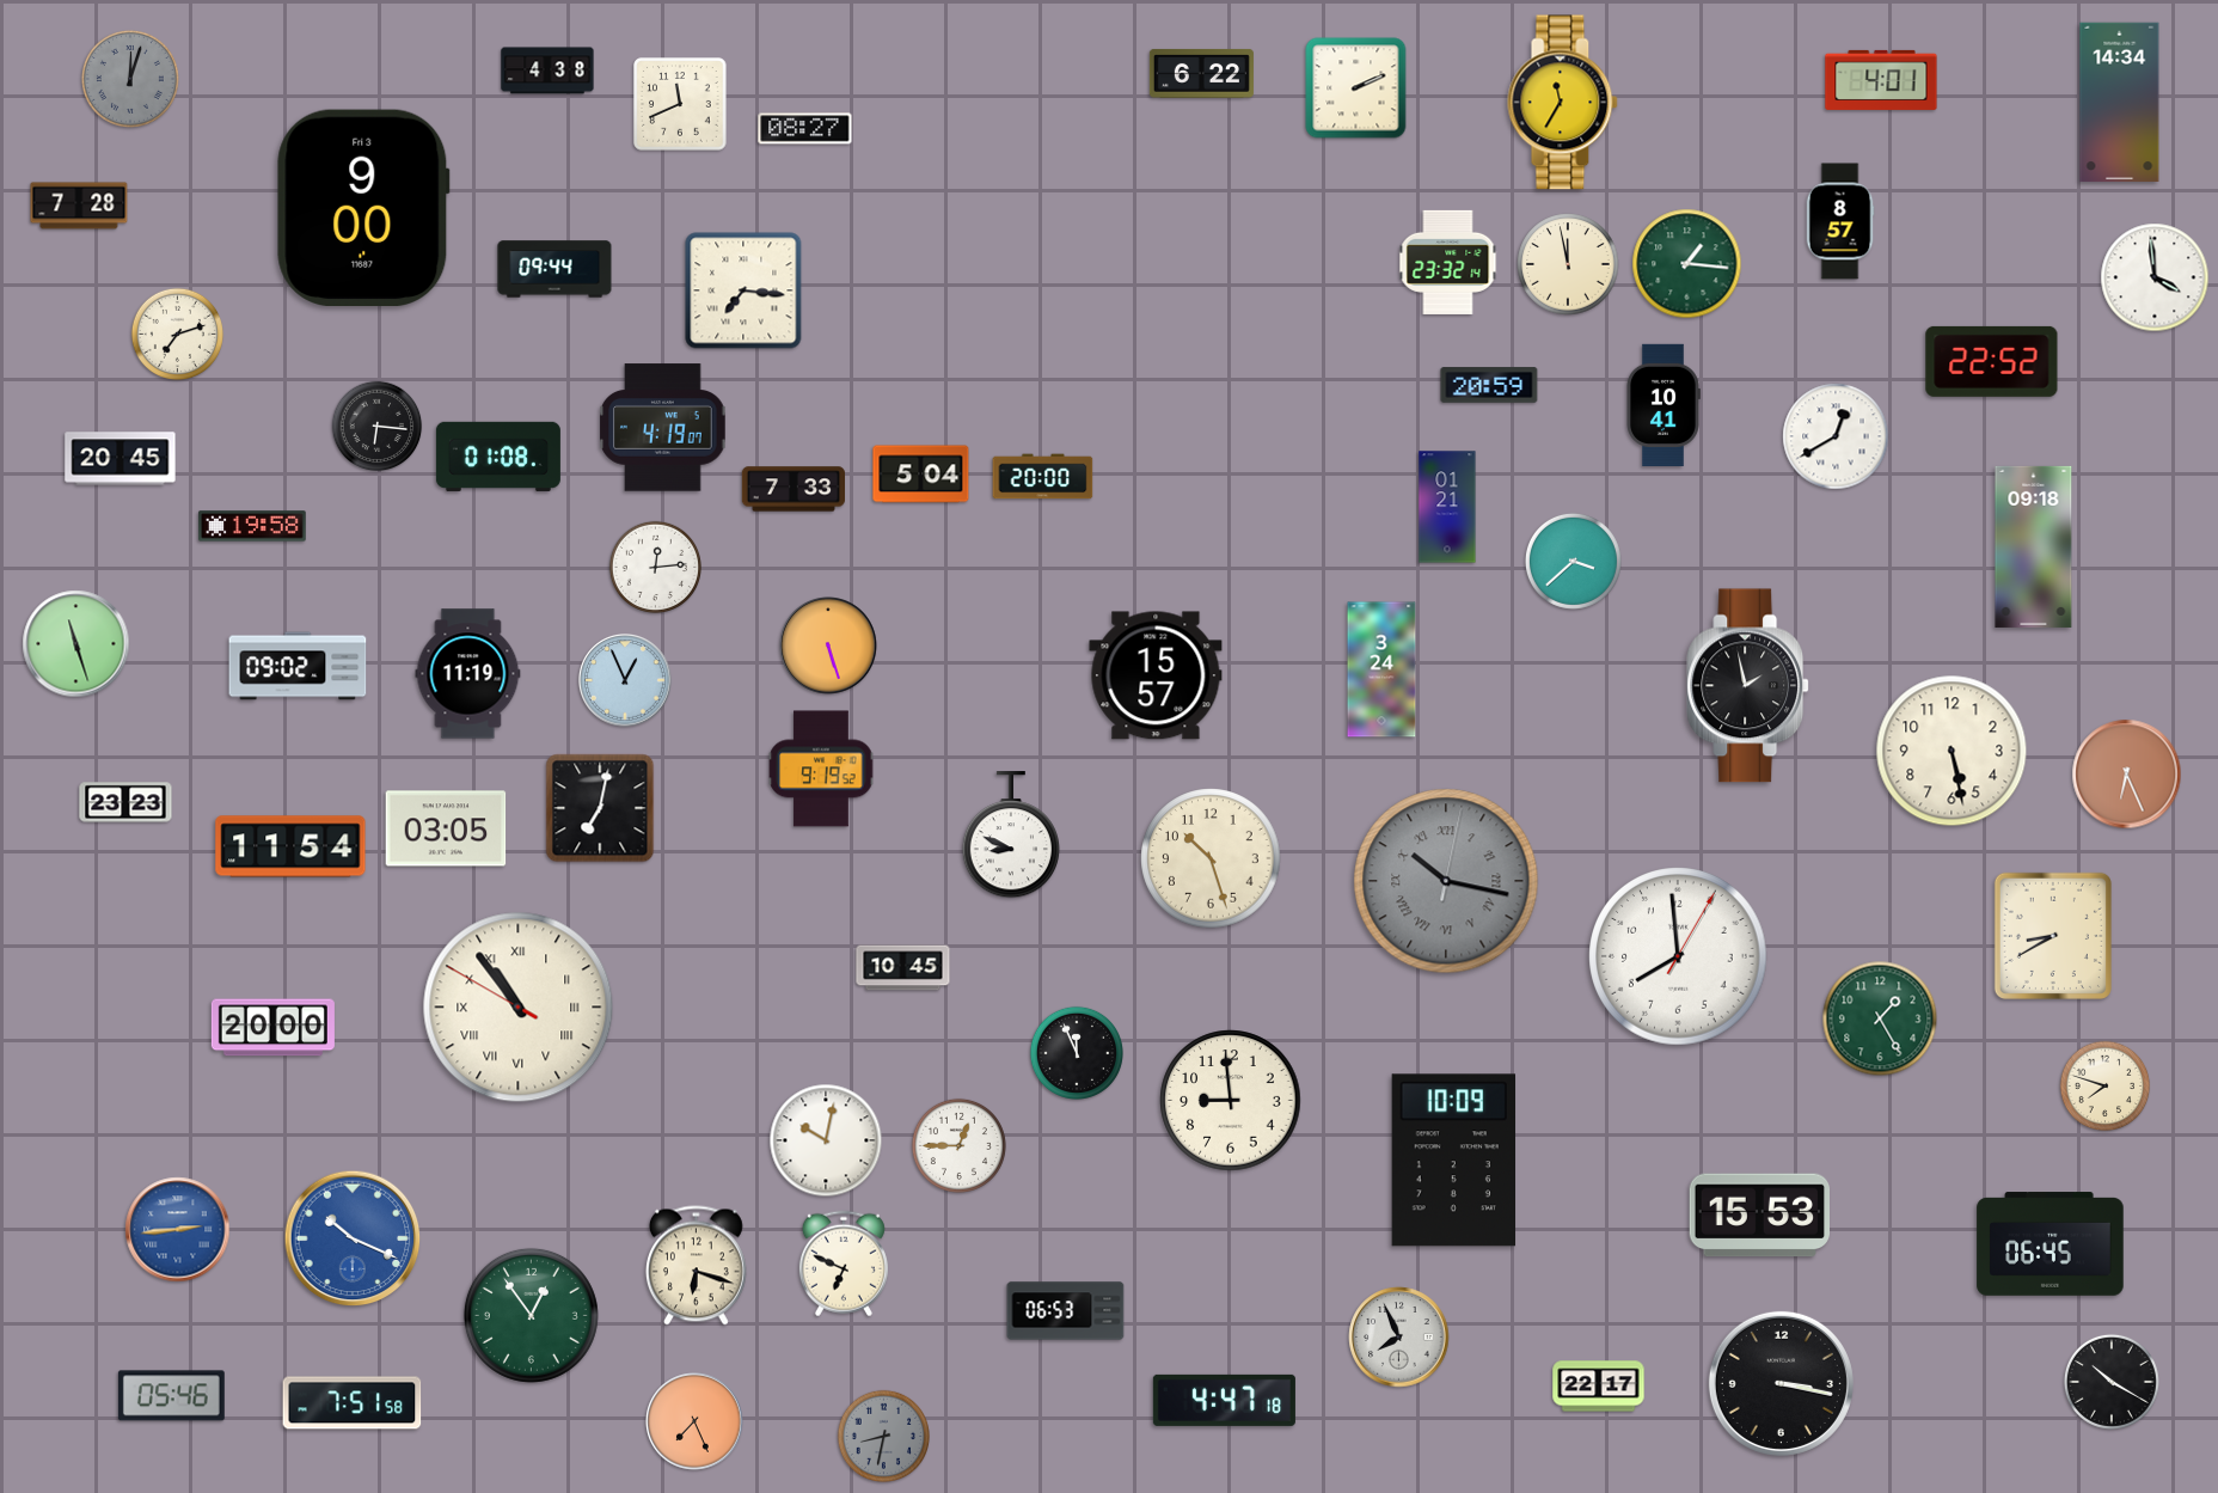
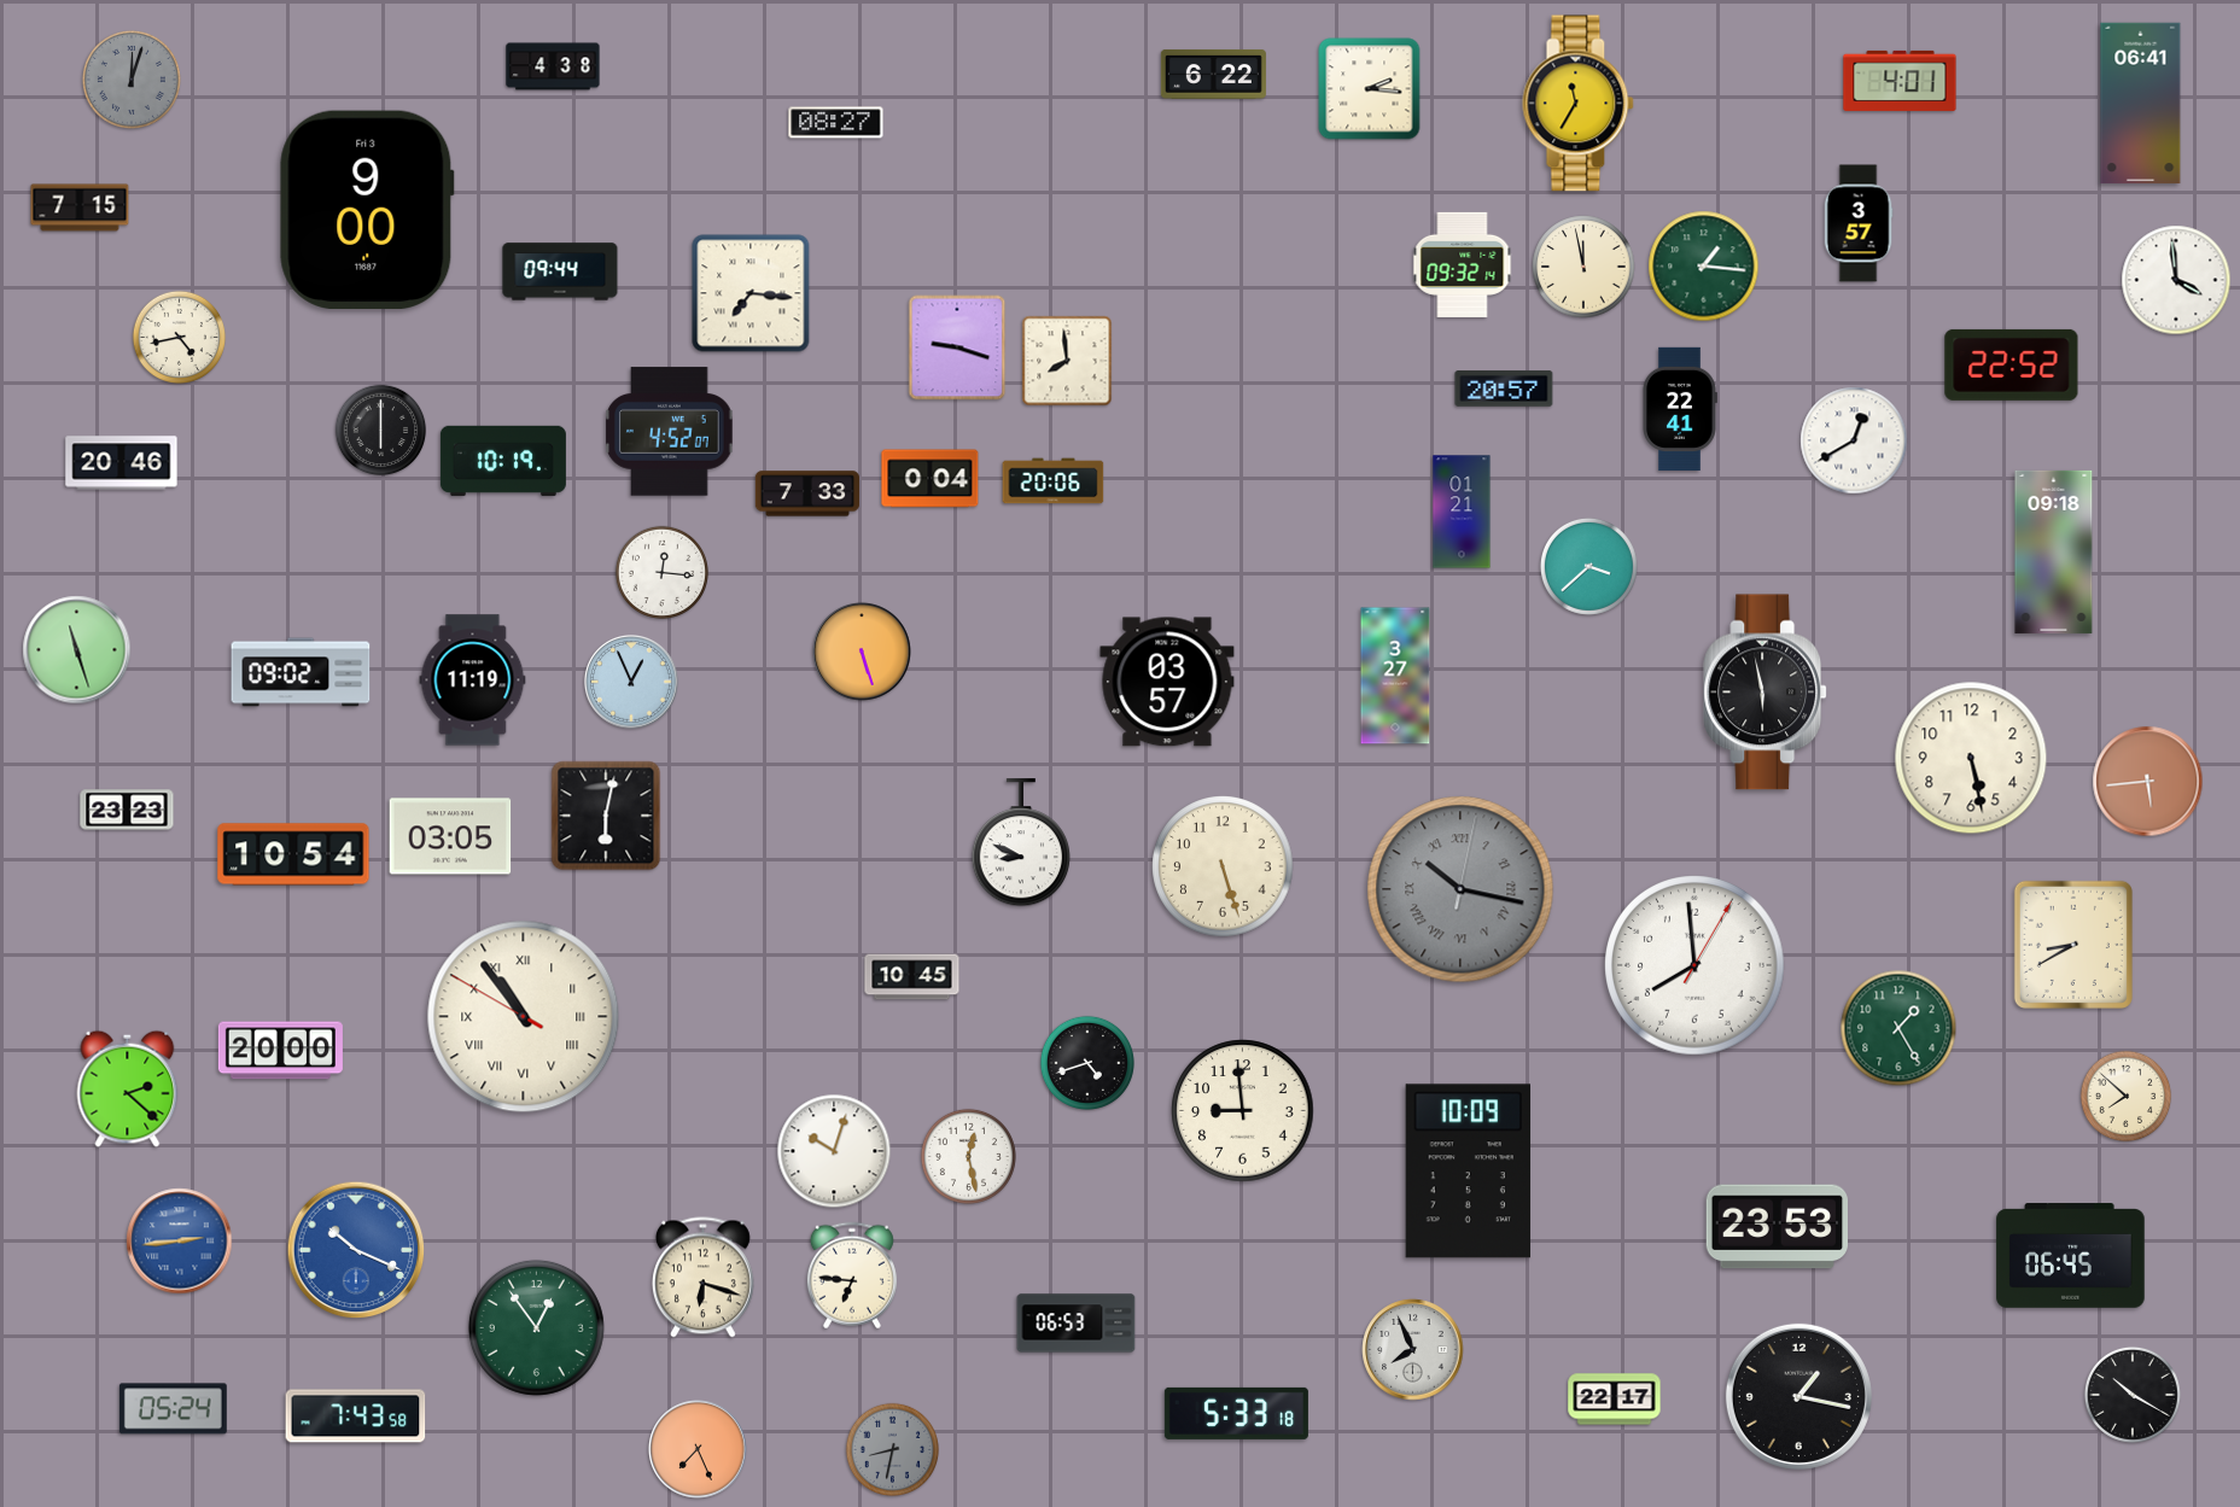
clock at (547, 71) position: (547, 71) -> (553, 66)
clock at (1356, 88): 2:11 -> 2:16
clock at (2120, 103): 14:34 -> 06:41
clock at (680, 104): 11:41 -> none
clock at (805, 129) position: (805, 129) -> (836, 123)
clock at (79, 206): 7:28 -> 7:15
clock at (1840, 221): 8:57 -> 3:57
clock at (1448, 262): 23:32 -> 09:32
clock at (177, 334): 7:12 -> 4:43
clock at (957, 347): none -> 9:18
clock at (1067, 361): none -> 7:59
clock at (1489, 385): 20:59 -> 20:57
clock at (1663, 404): 10:41 -> 22:41
clock at (378, 427): 6:16 -> 6:00
clock at (663, 428): 4:19 -> 4:52
clock at (498, 457): 01:08 -> 10:19
clock at (121, 459): 20:45 -> 20:46
clock at (921, 475): 5:04 -> 0:04
clock at (1043, 477): 20:00 -> 20:06
clock at (792, 489) position: (792, 489) -> (806, 493)
clock at (252, 526): 19:58 -> none
clock at (655, 567): 12:14 -> 12:16
clock at (828, 645) position: (828, 645) -> (862, 652)
clock at (1381, 669): 3:24 -> 3:27
clock at (1156, 675): 15:57 -> 03:57
clock at (626, 681) position: (626, 681) -> (632, 683)
clock at (1748, 686): 1:58 -> 5:58
clock at (821, 769): 9:19 -> none
clock at (2127, 775): 6:26 -> 5:44
clock at (600, 808): 7:02 -> 6:02
clock at (290, 846): 11:54 -> 10:54
clock at (1211, 858): 10:27 -> 5:27
clock at (272, 1028) position: (272, 1028) -> (280, 1051)
clock at (1077, 1053): 11:56 -> 4:42
clock at (128, 1088): none -> 2:22
clock at (2106, 1087): 7:48 -> 7:52
clock at (826, 1140): 10:02 -> 10:03
clock at (958, 1145): 12:45 -> 12:28
clock at (1759, 1216): 15:53 -> 23:53
clock at (844, 1263): 6:49 -> 6:46
clock at (1781, 1383): 3:17 -> 1:17
clock at (171, 1396): 05:46 -> 05:24
clock at (1224, 1400): 4:47 -> 5:33
clock at (353, 1403): 7:51 -> 7:43
clock at (694, 1421) position: (694, 1421) -> (698, 1449)
